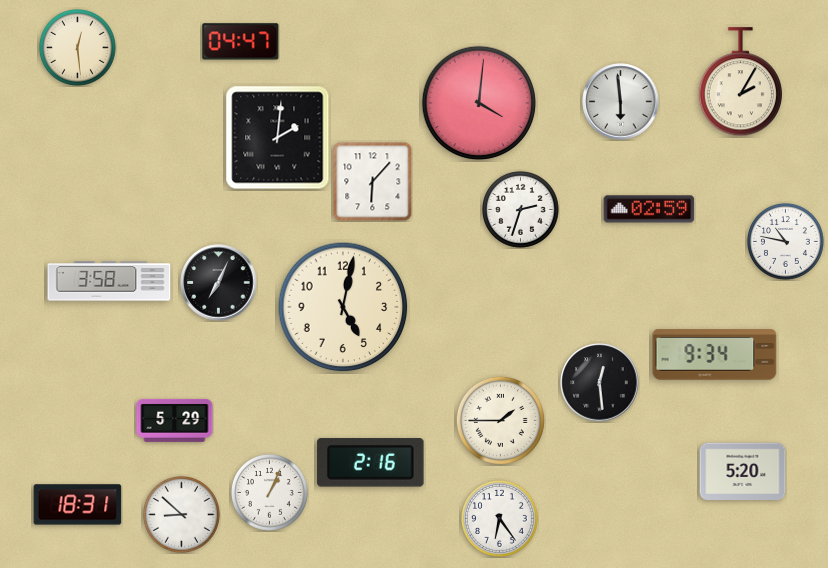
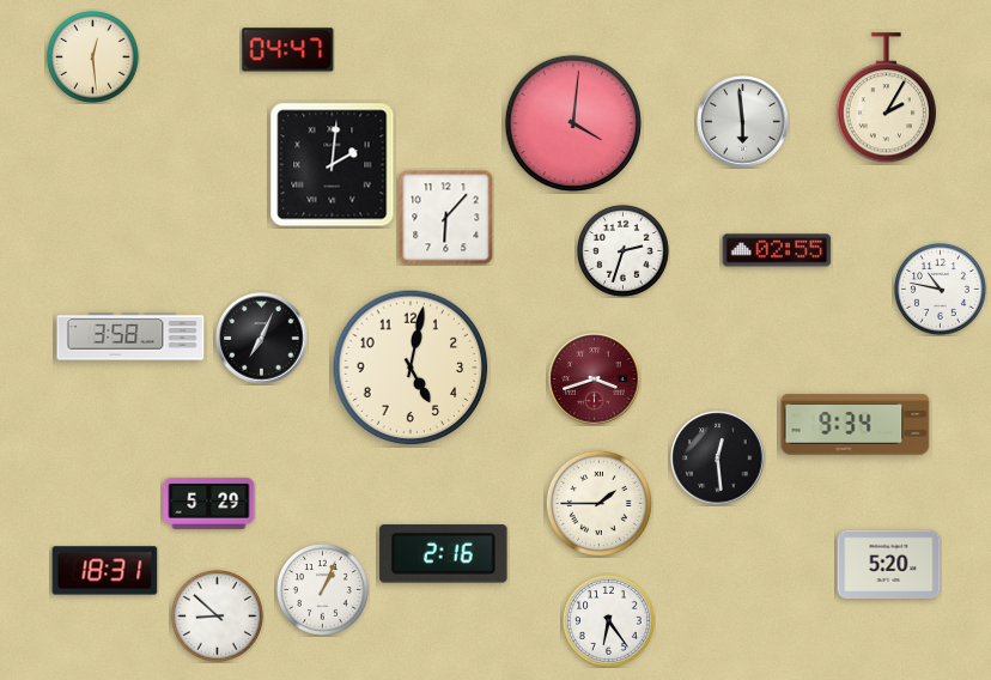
clock at (649, 209): 02:59 -> 02:55
clock at (595, 380): none -> 3:42
clock at (78, 505) position: (78, 505) -> (105, 571)
clock at (500, 519) position: (500, 519) -> (609, 621)
